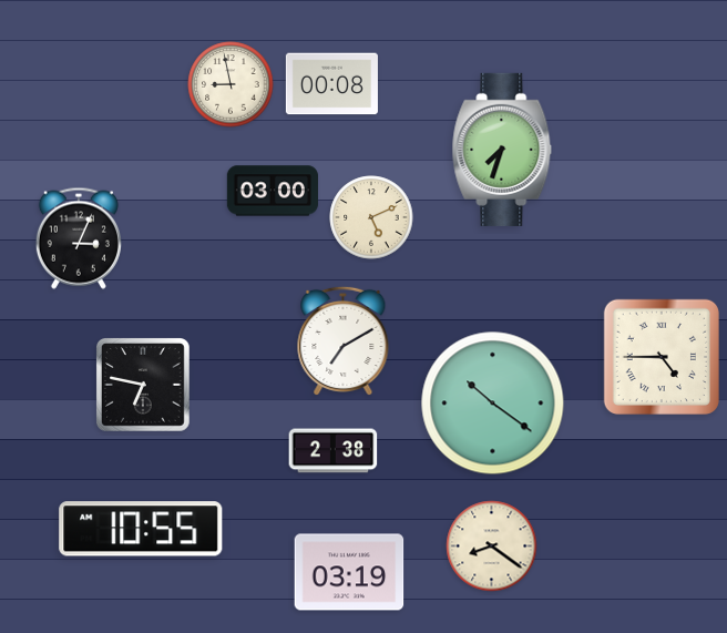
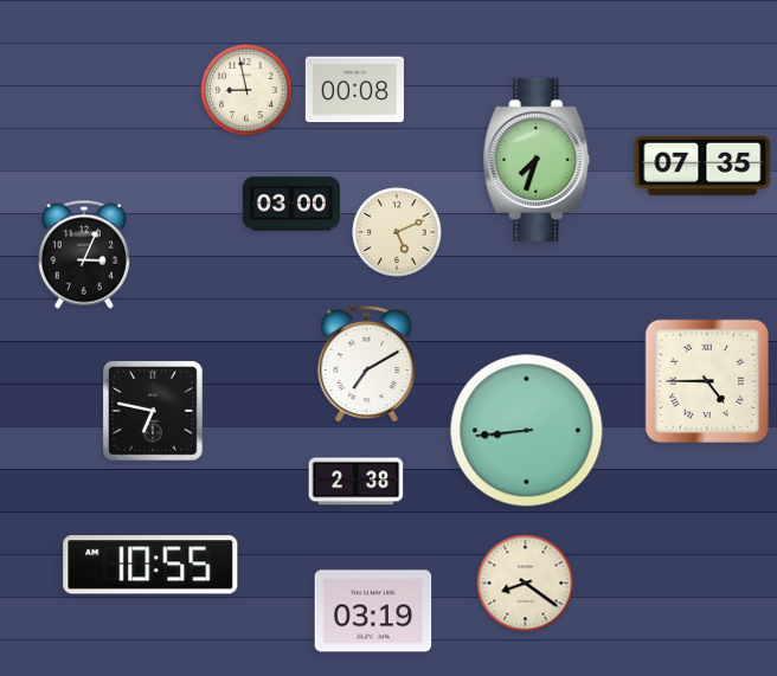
clock at (702, 166): none -> 07:35
clock at (493, 404): 10:21 -> 8:44
